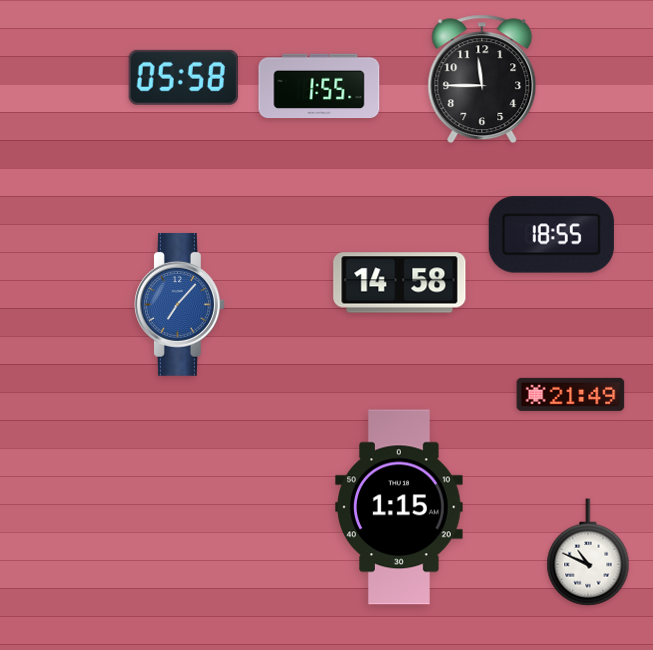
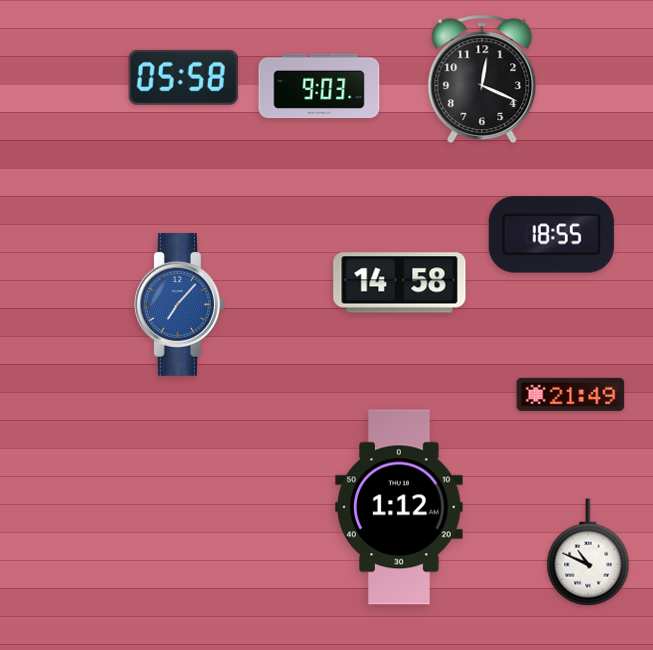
clock at (482, 79): 11:45 -> 12:19
clock at (319, 86): 1:55 -> 9:03
clock at (399, 507): 1:15 -> 1:12
